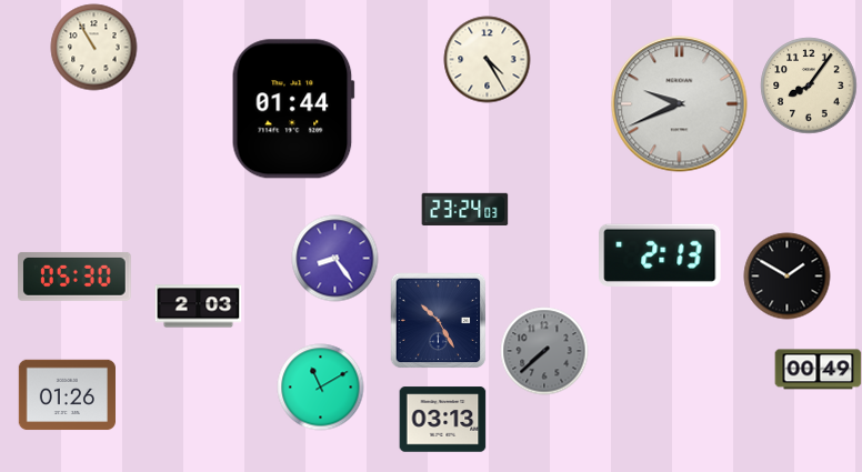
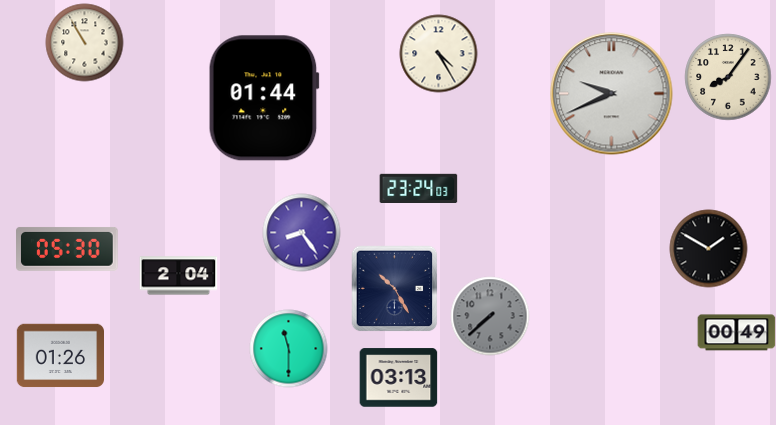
clock at (660, 255): 2:13 -> none
clock at (198, 307): 2:03 -> 2:04
clock at (320, 386): 11:10 -> 11:30
